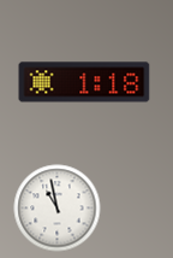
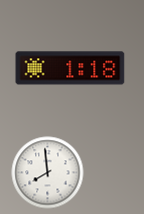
clock at (58, 209): 10:58 -> 7:59
